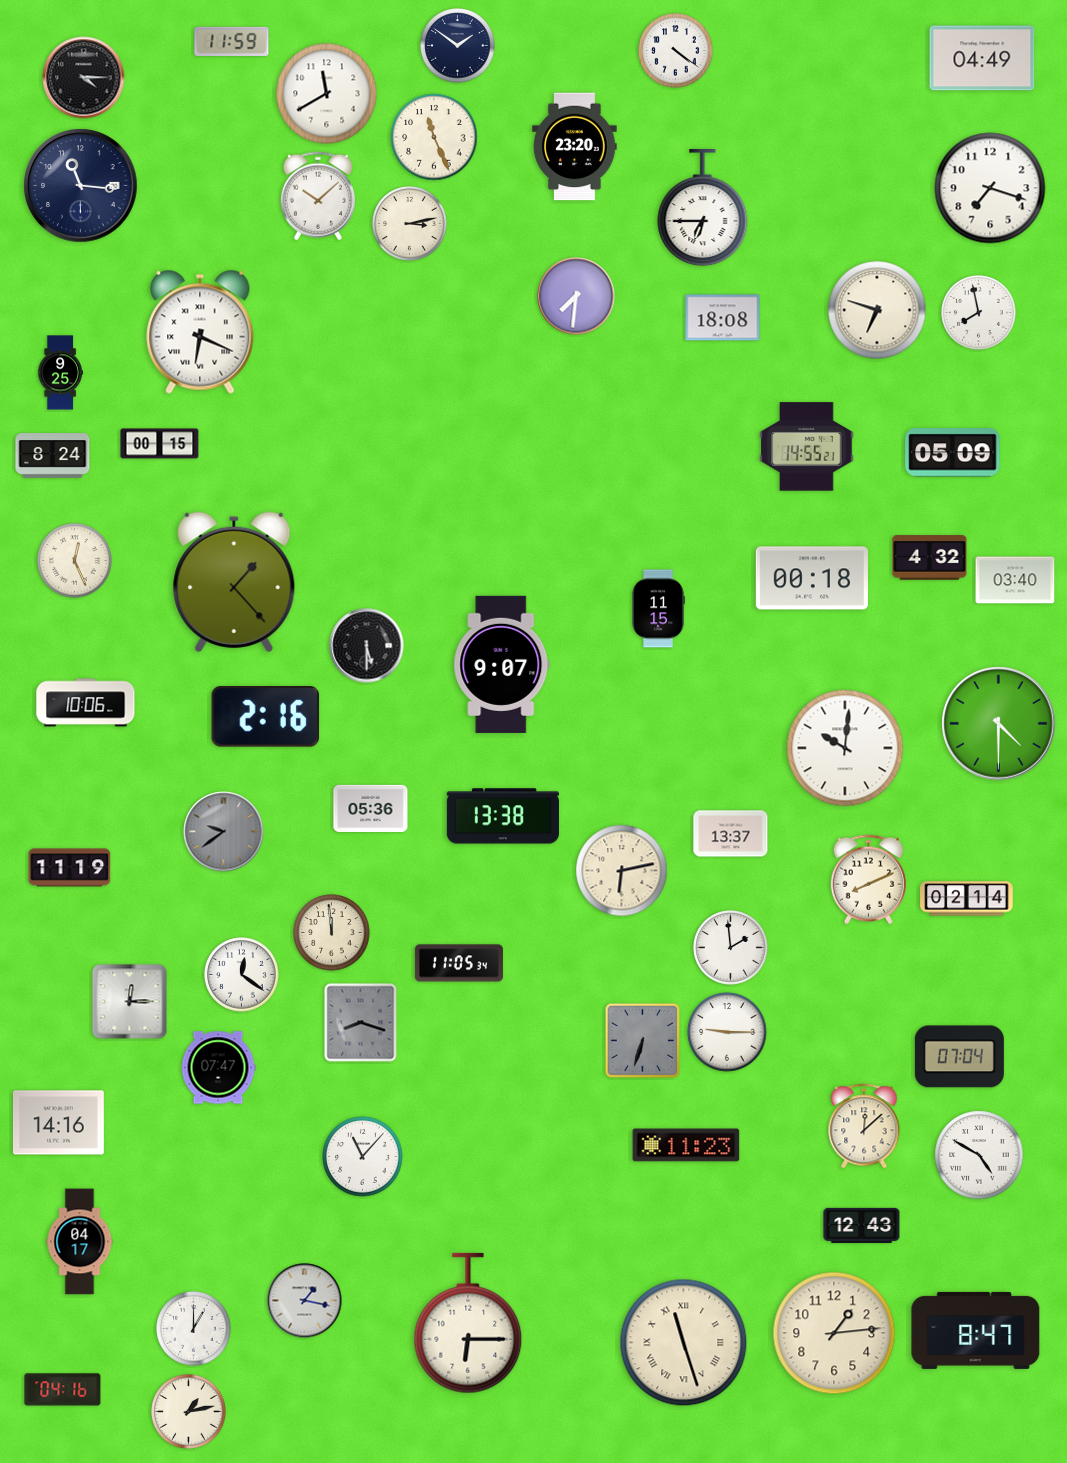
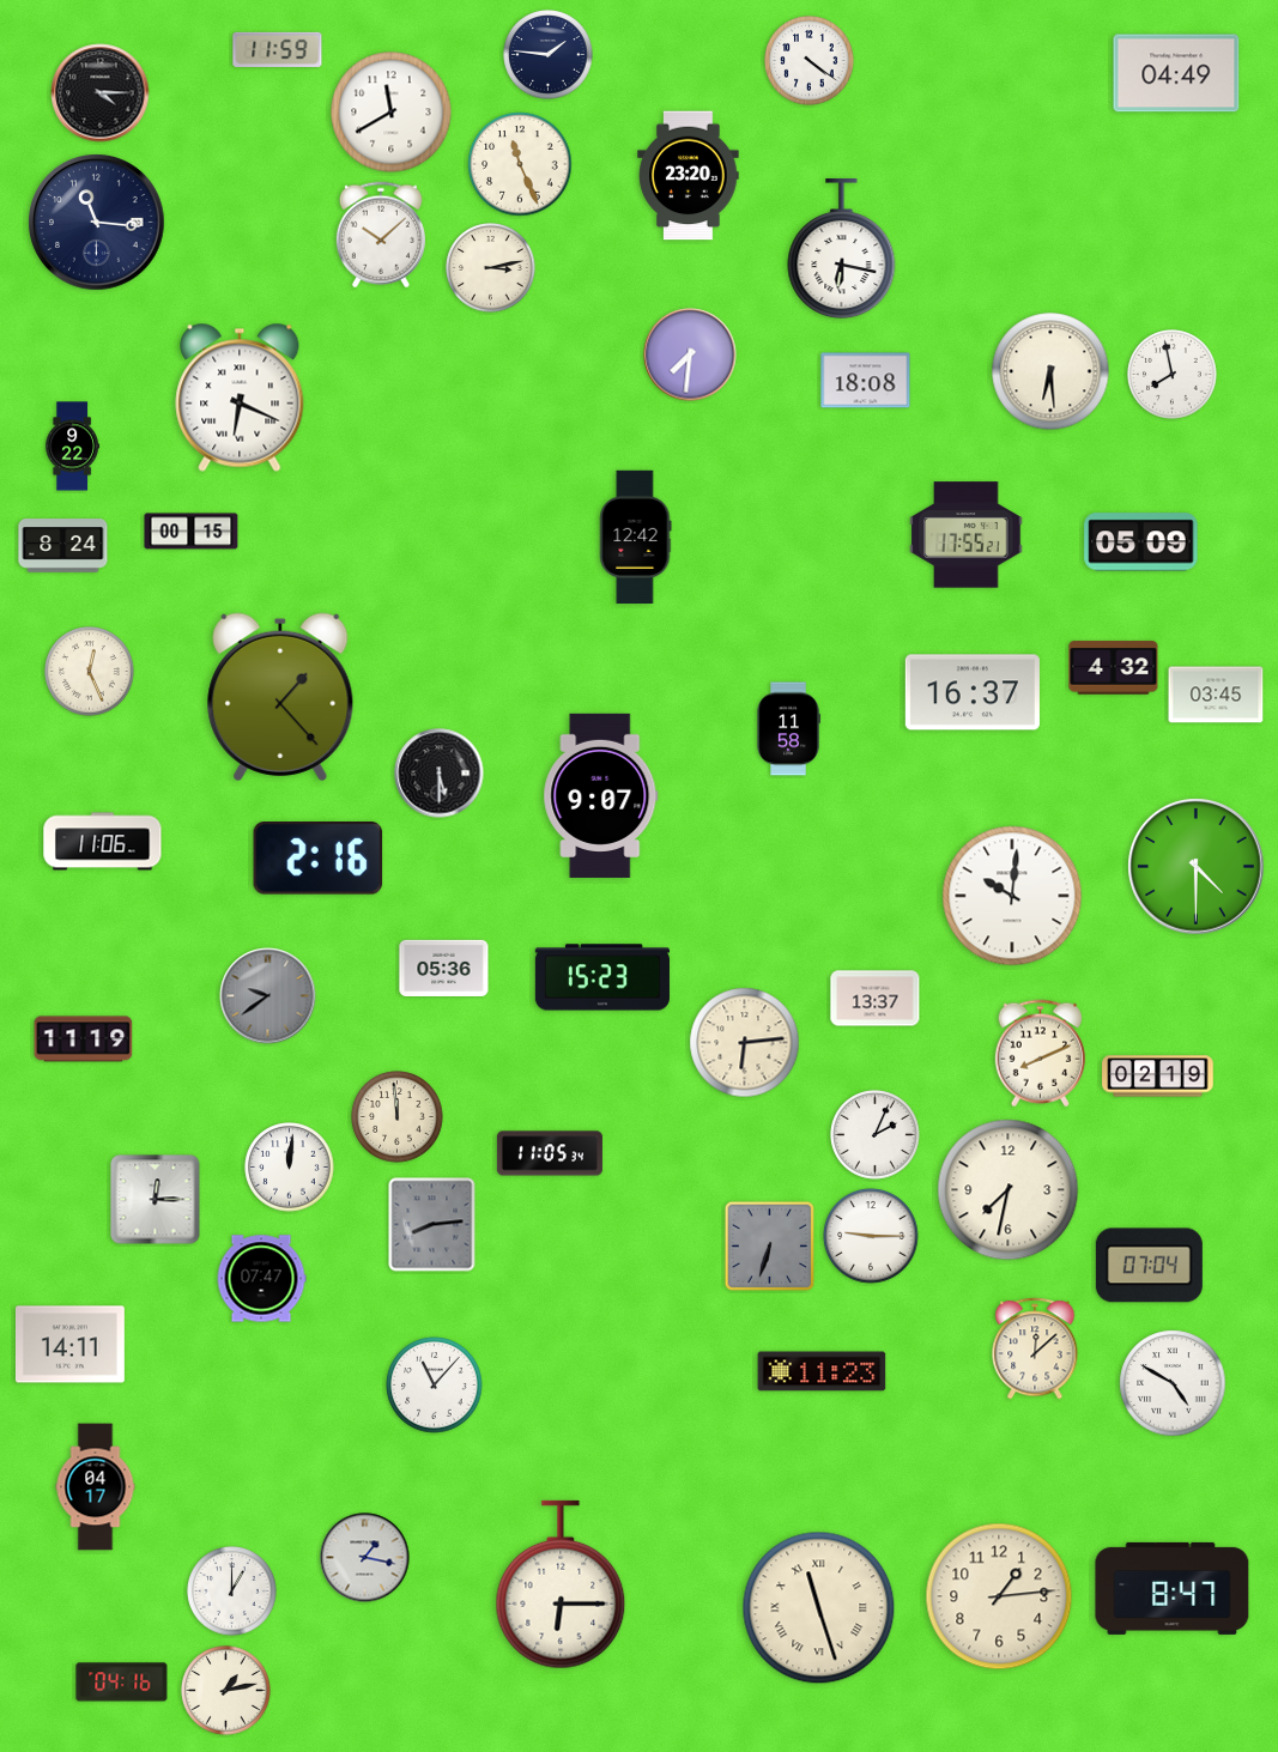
clock at (458, 46): 1:51 -> 1:46
clock at (982, 58) position: (982, 58) -> (1176, 73)
clock at (990, 188): 7:18 -> none
clock at (703, 209): 6:45 -> 6:17
clock at (877, 310): 6:48 -> 6:29
clock at (60, 373): 9:25 -> 9:22
clock at (807, 447): 14:55 -> 17:55
clock at (636, 536): none -> 12:42
clock at (812, 578): 00:18 -> 16:37
clock at (1015, 580): 03:40 -> 03:45
clock at (658, 609): 11:15 -> 11:58
clock at (86, 703): 10:06 -> 11:06
clock at (503, 816): 13:38 -> 15:23
clock at (622, 871): 6:13 -> 6:14
clock at (967, 899): 02:14 -> 02:19
clock at (731, 948): 1:59 -> 2:04
clock at (242, 975): 12:21 -> 12:01
clock at (1009, 1190): none -> 7:32
clock at (361, 1023): 8:18 -> 8:14
clock at (59, 1123): 14:16 -> 14:11
clock at (862, 1225): 12:43 -> none
clock at (976, 1330) position: (976, 1330) -> (1173, 1588)
clock at (63, 1390) position: (63, 1390) -> (122, 1683)
